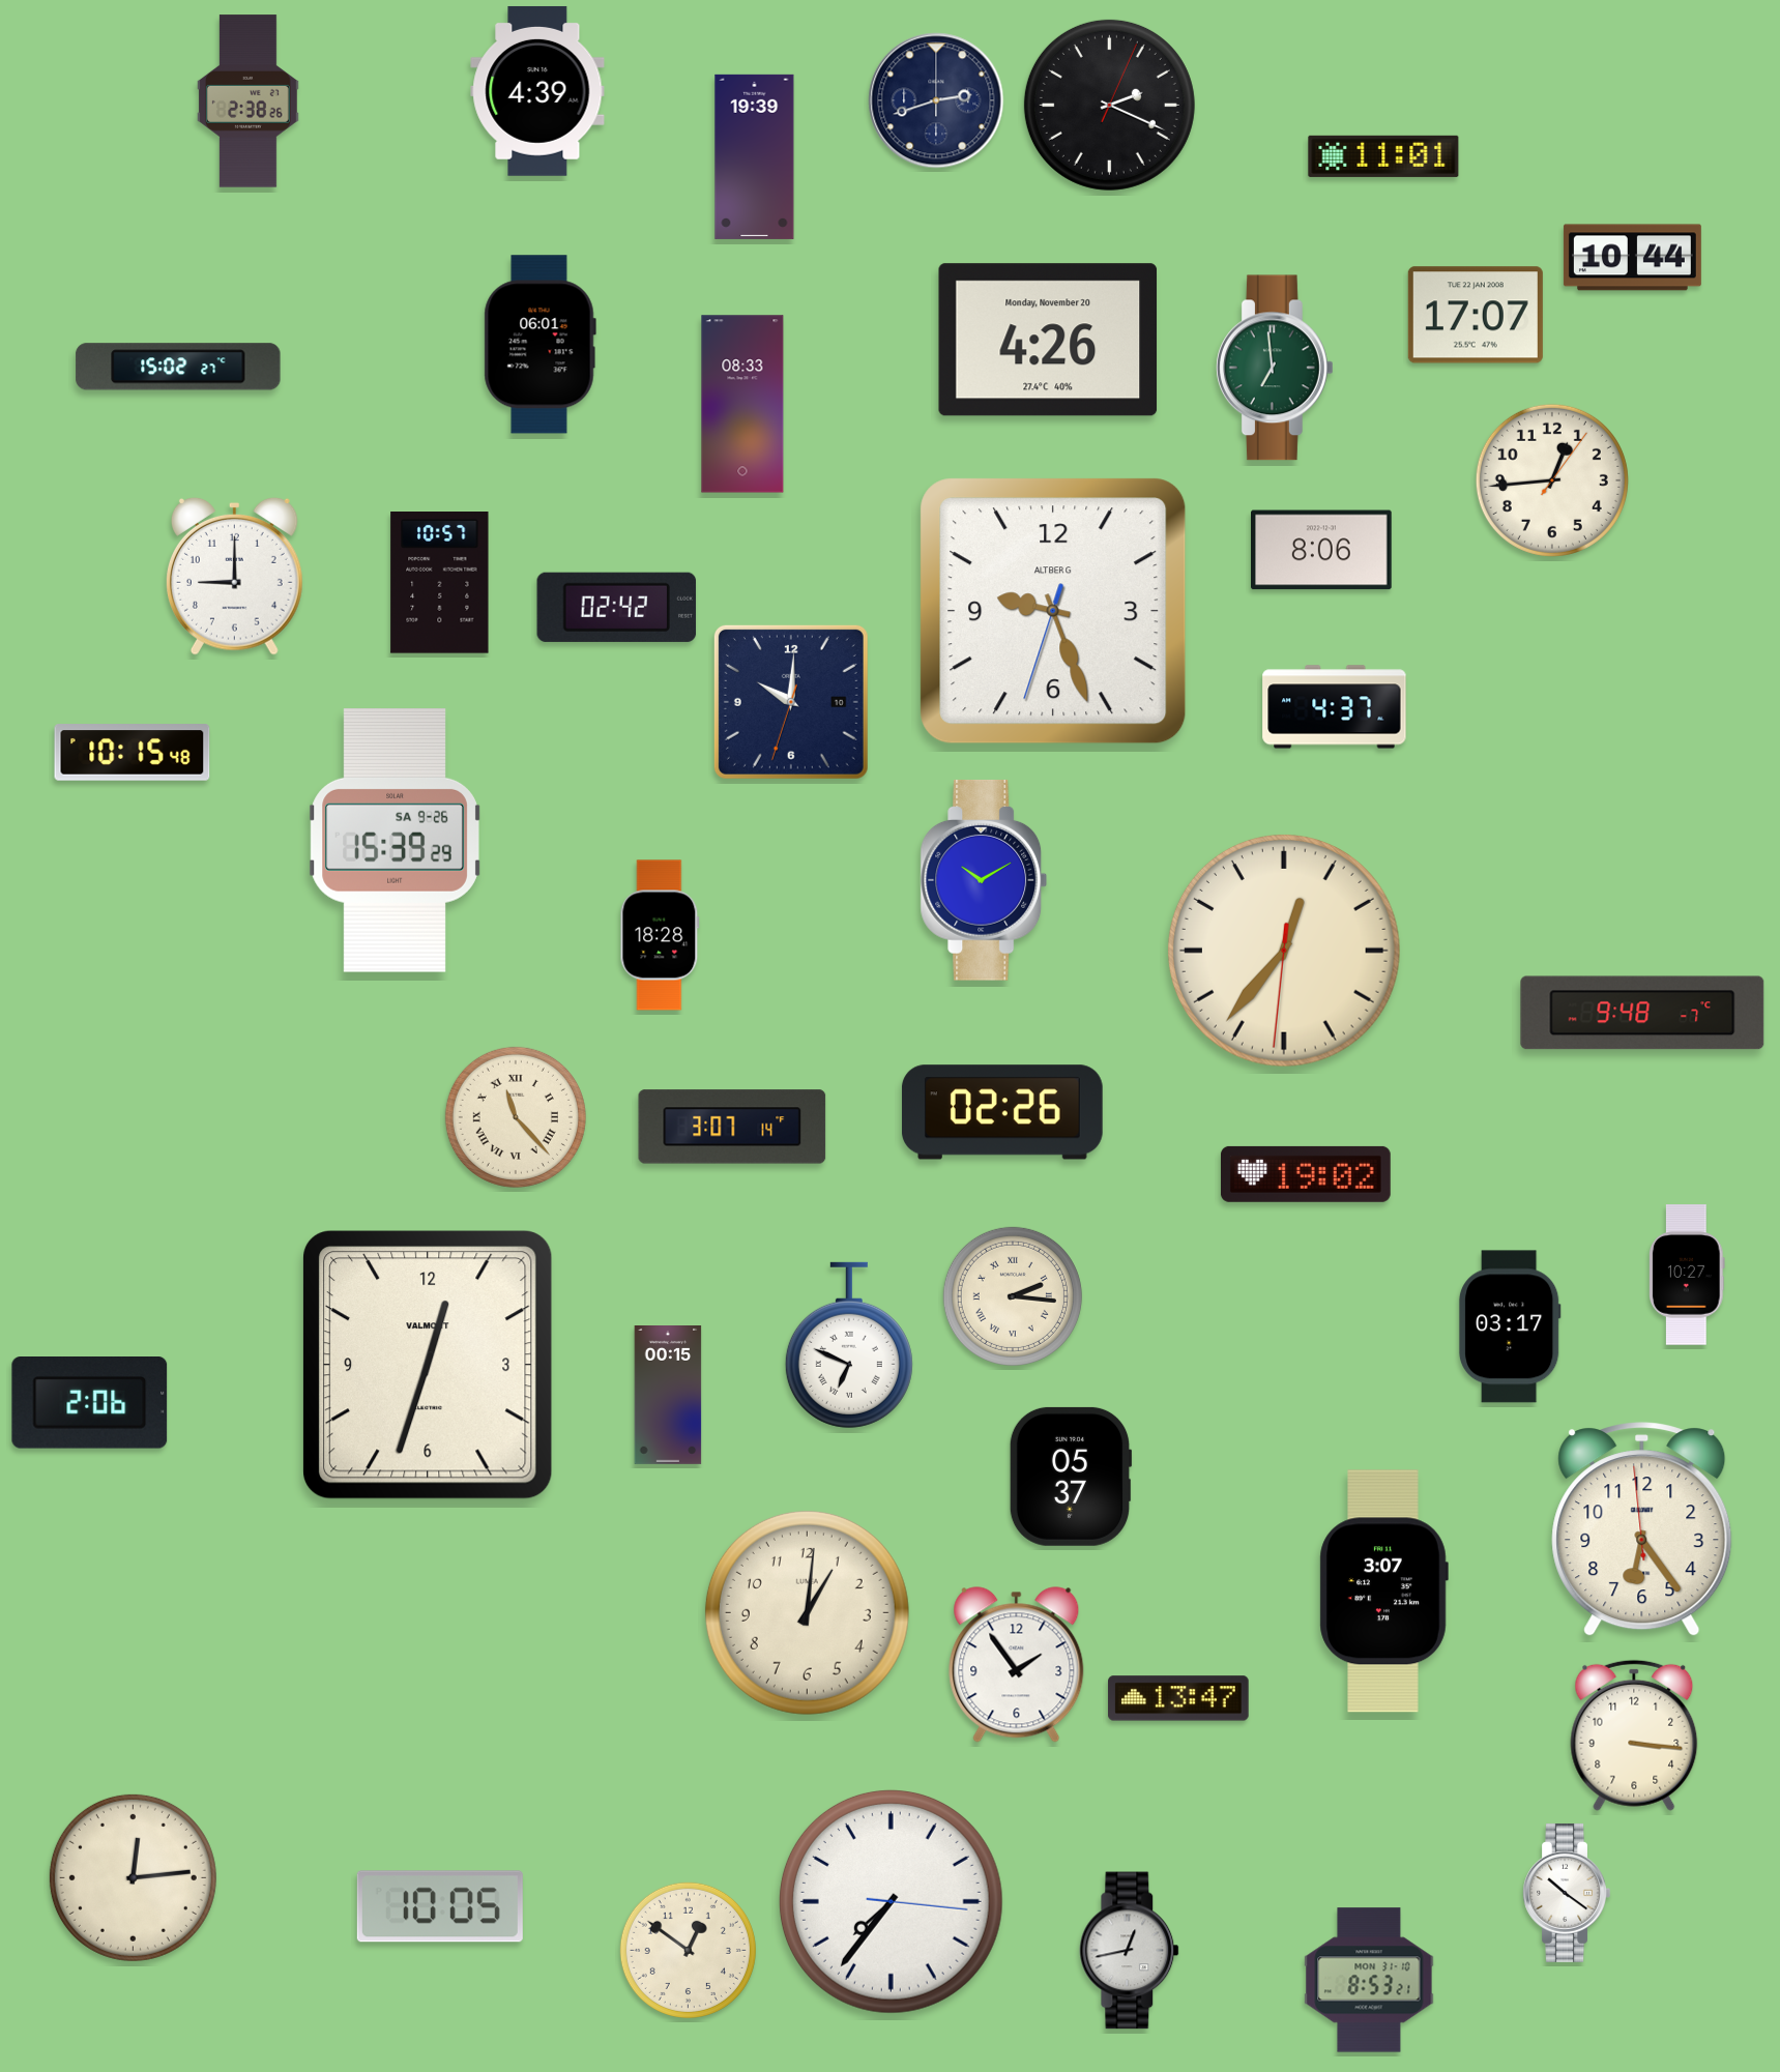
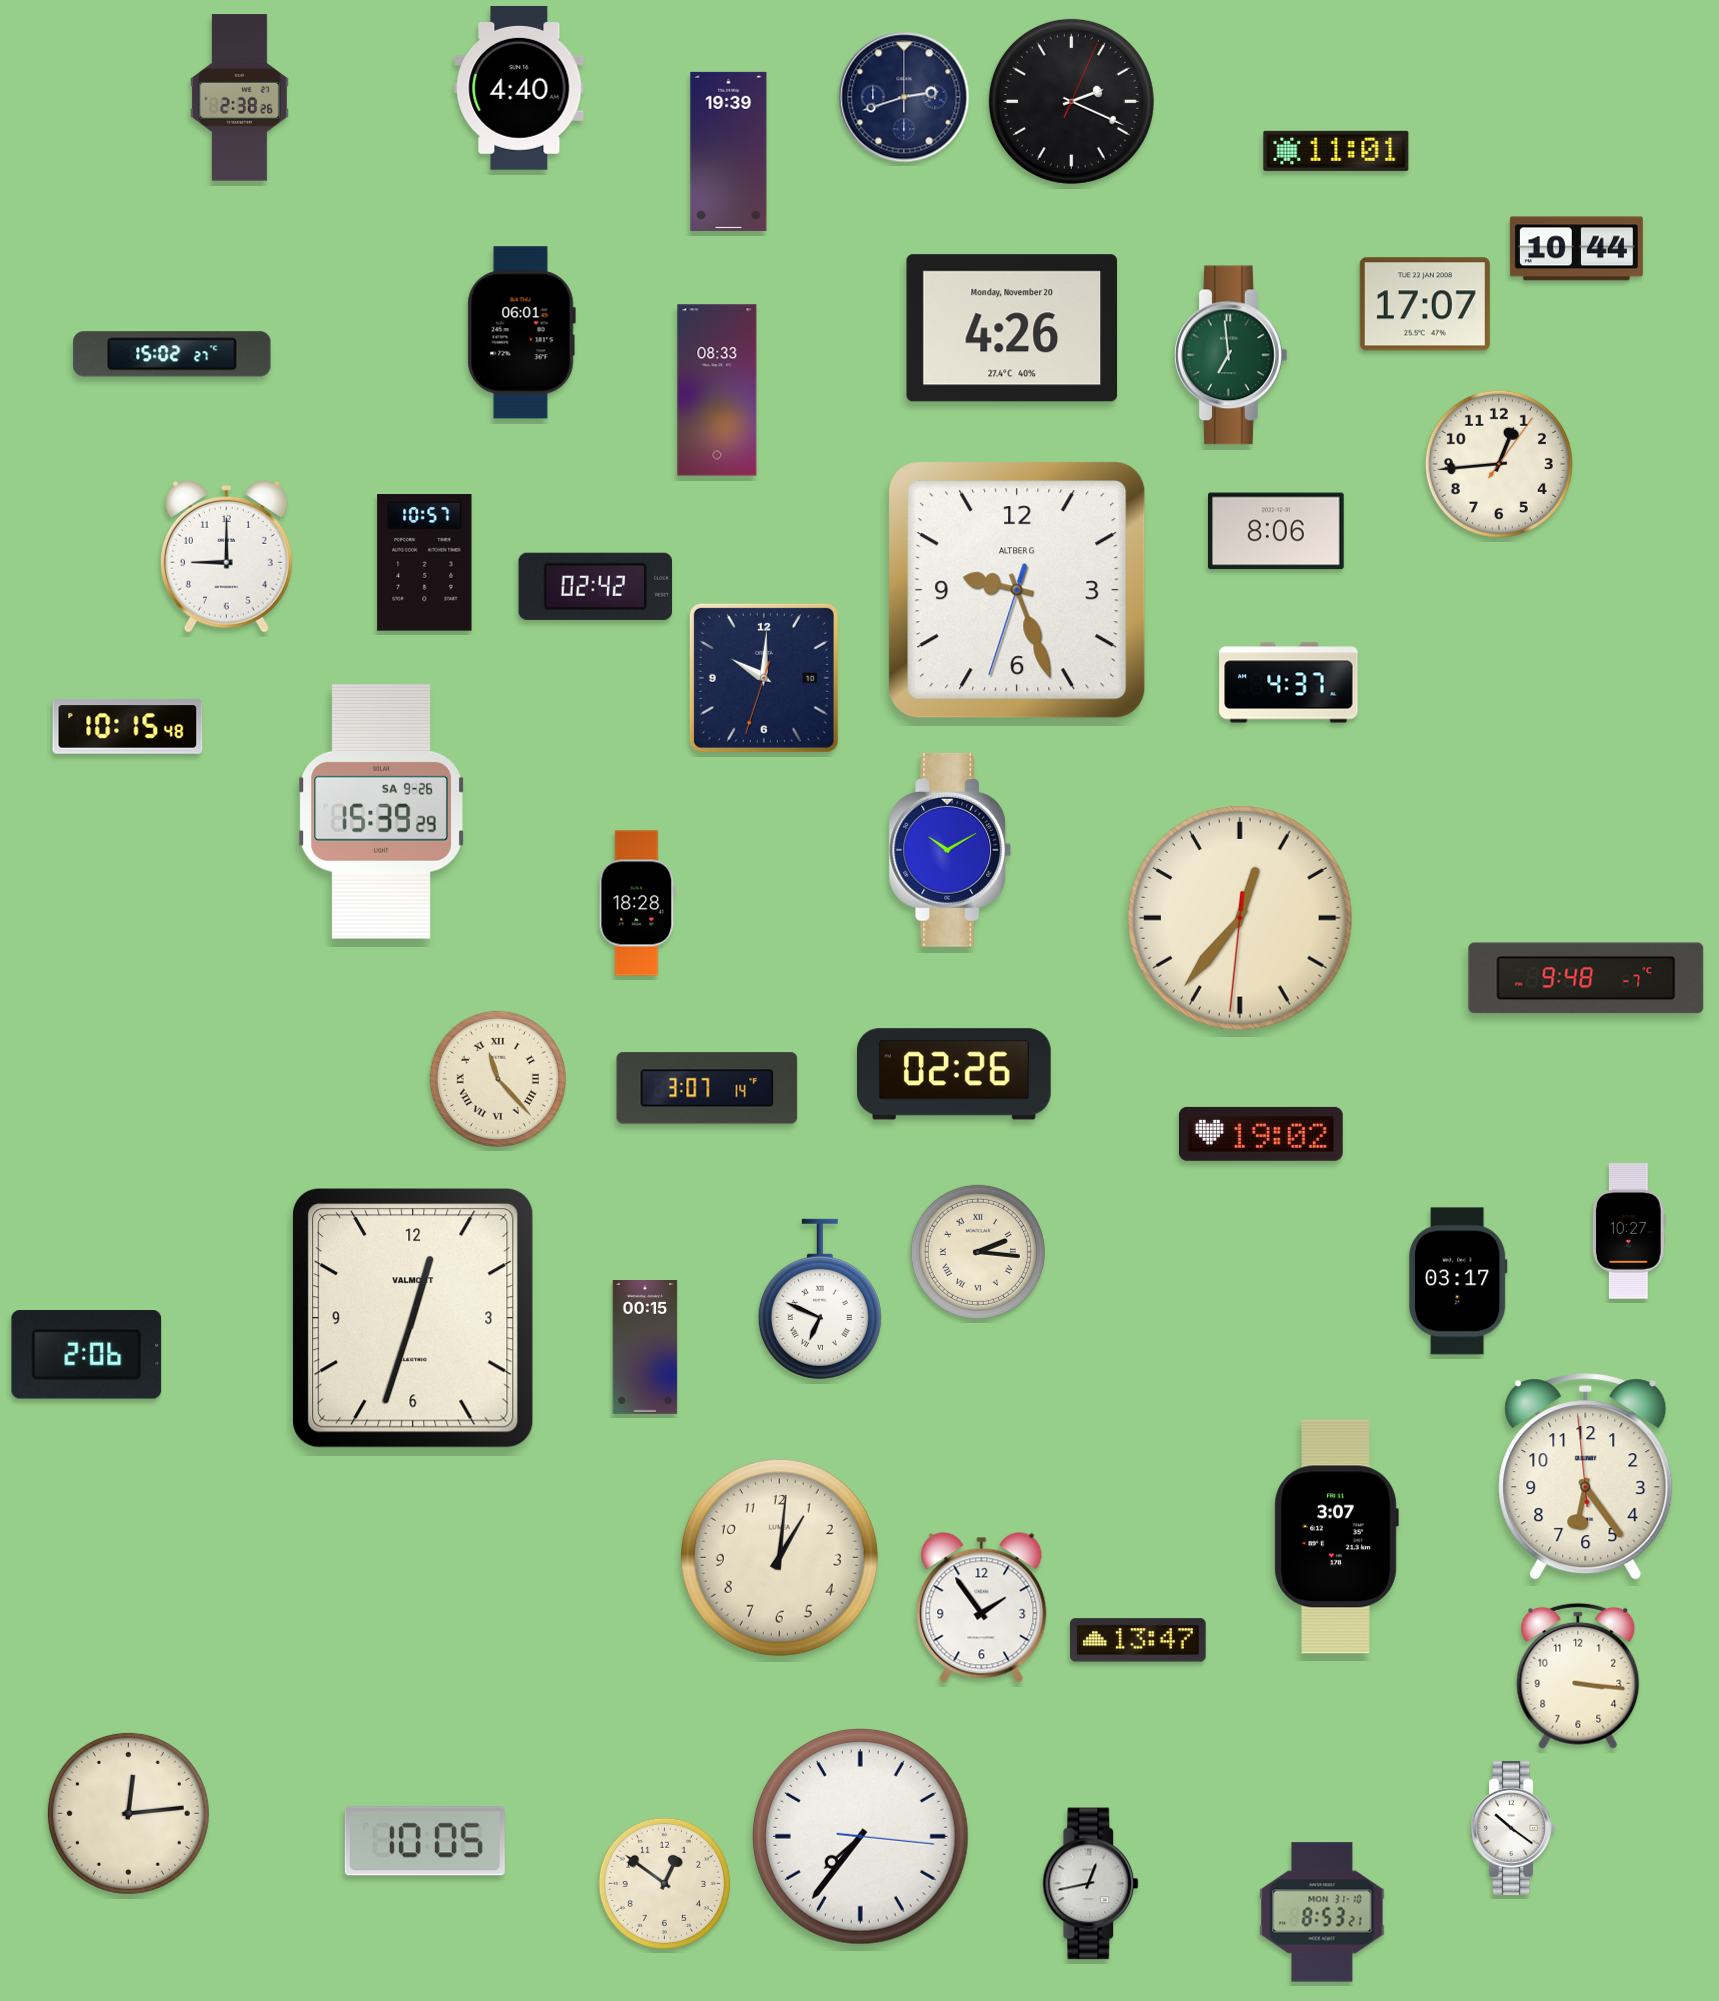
clock at (537, 91): 4:39 -> 4:40
clock at (1002, 1112) position: (1002, 1112) -> (954, 1074)
clock at (1071, 1477): 05:37 -> none
